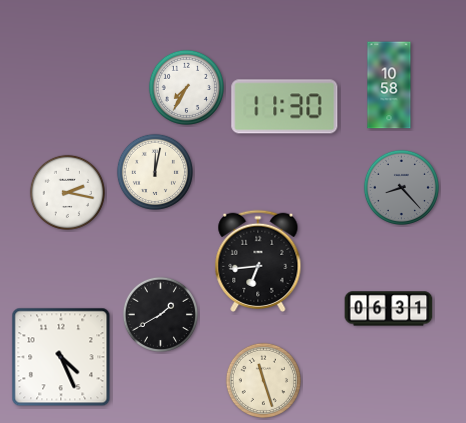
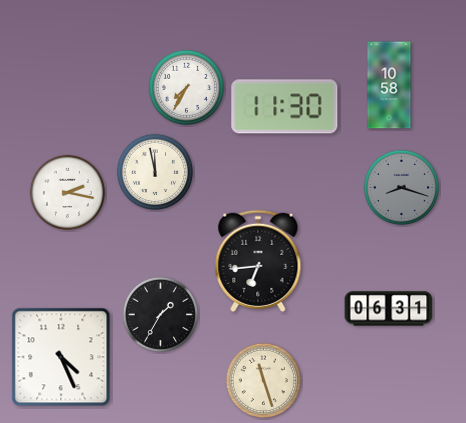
clock at (155, 172): 12:02 -> 11:58
clock at (401, 187): 8:23 -> 8:18
clock at (160, 314): 1:40 -> 1:35
